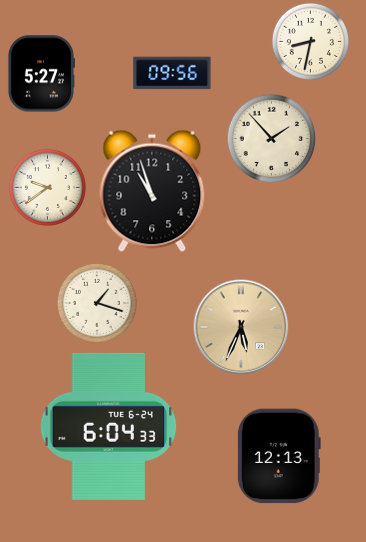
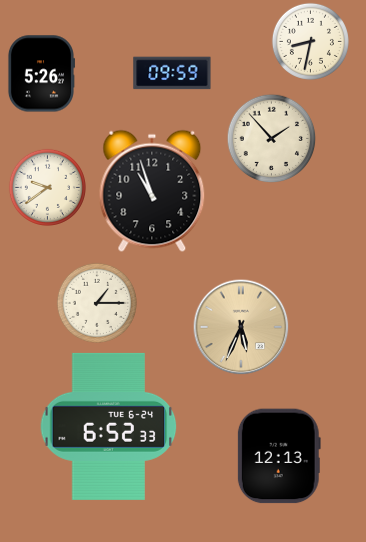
clock at (172, 73): 09:56 -> 09:59
clock at (41, 74): 5:27 -> 5:26
clock at (97, 303): 1:18 -> 1:15
clock at (109, 426): 6:04 -> 6:52
